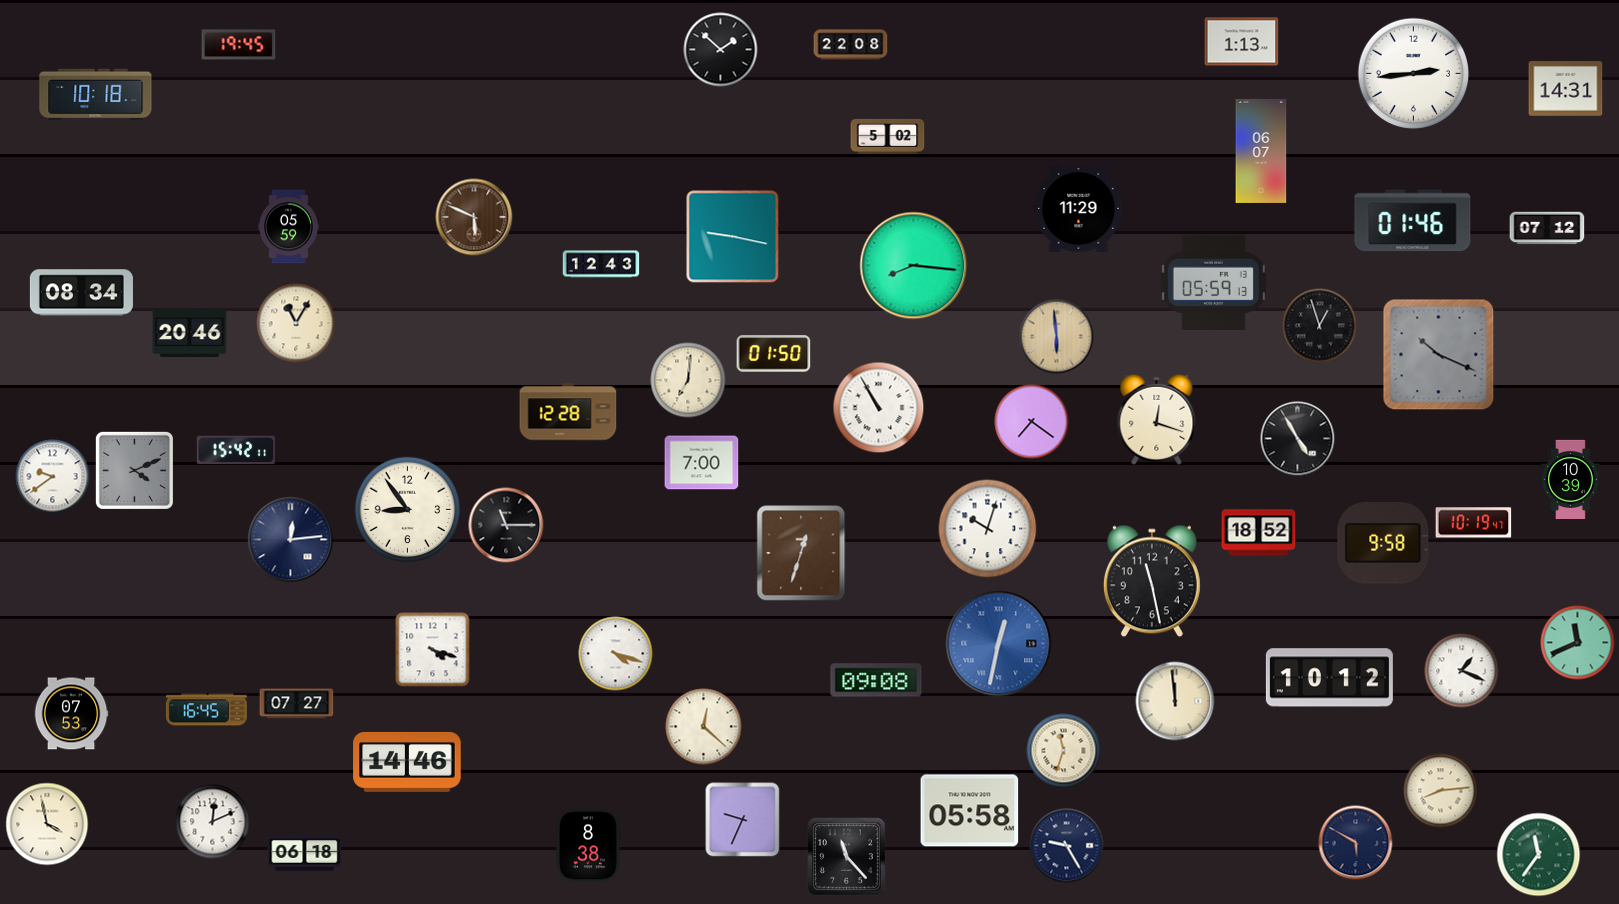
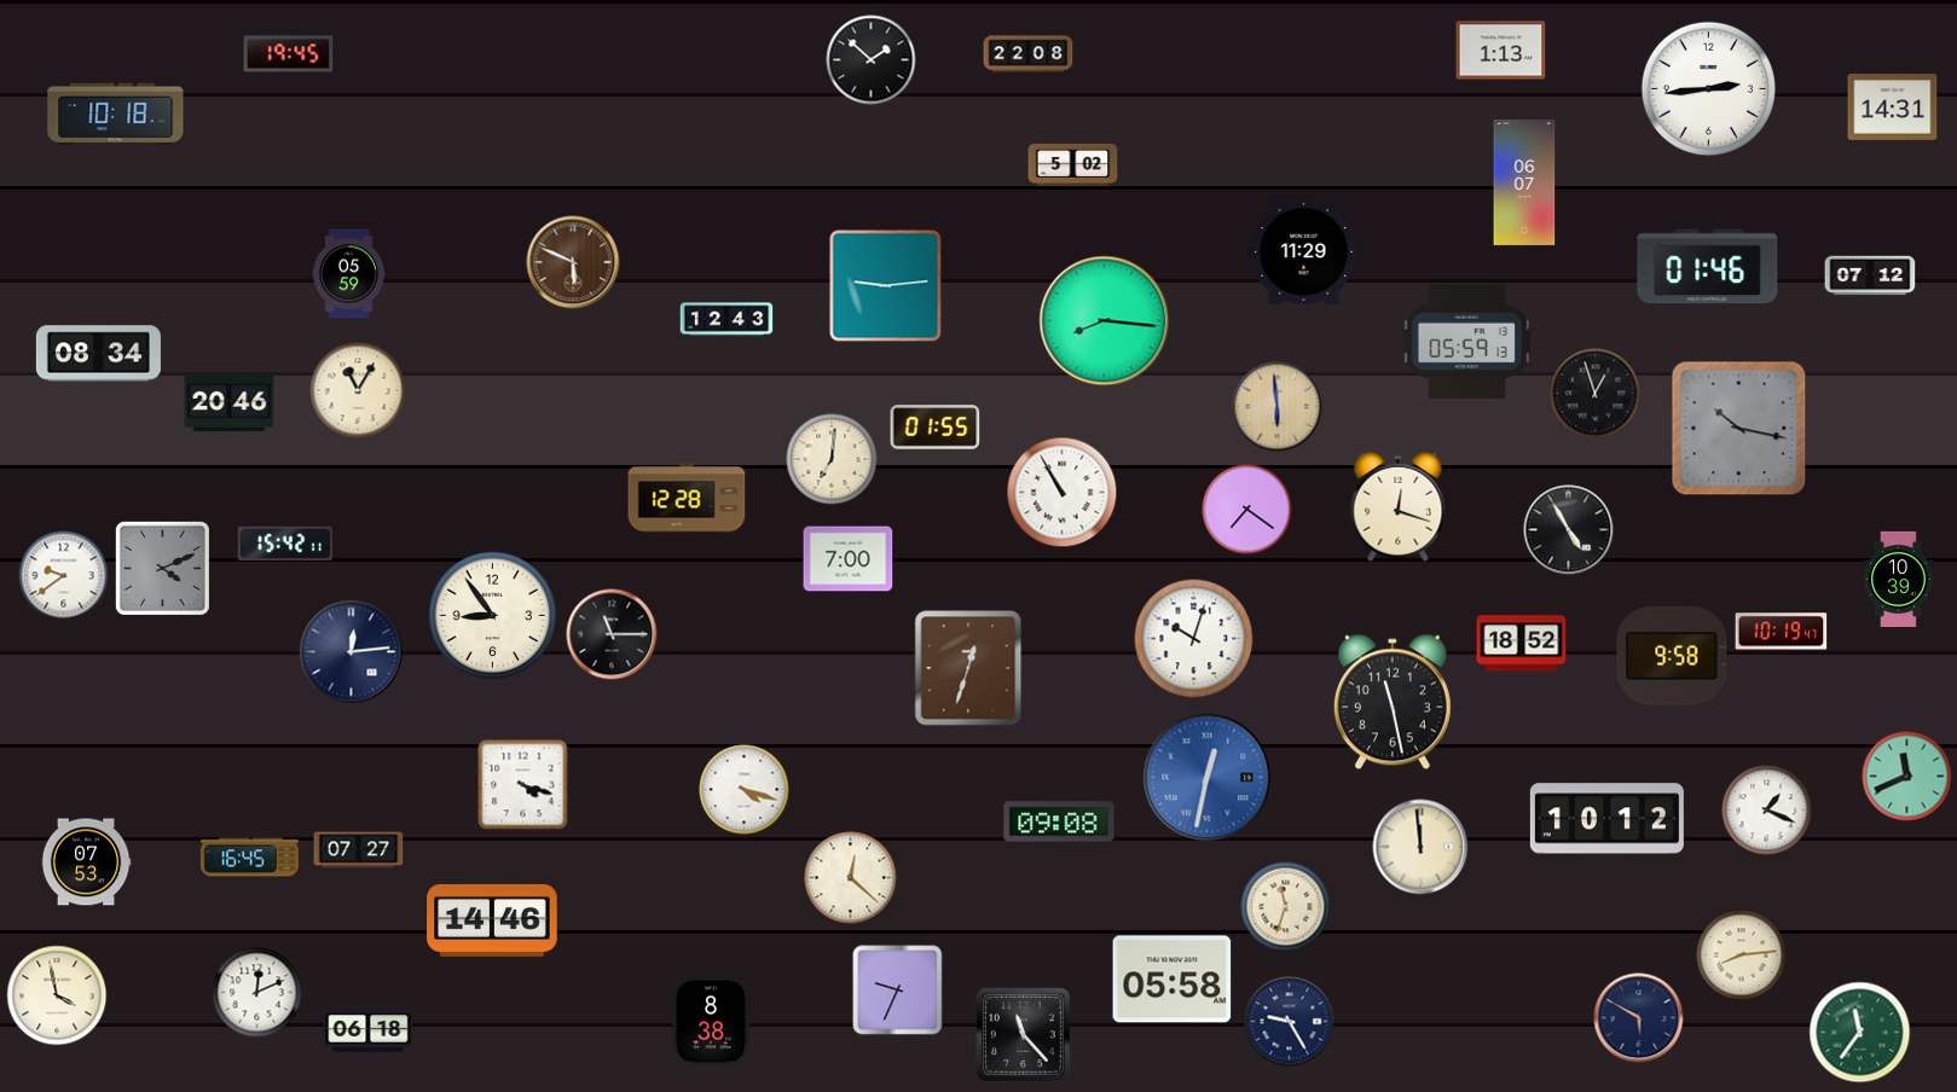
clock at (733, 237): 9:17 -> 9:14
clock at (774, 354): 01:50 -> 01:55
clock at (1439, 355): 10:19 -> 10:17
